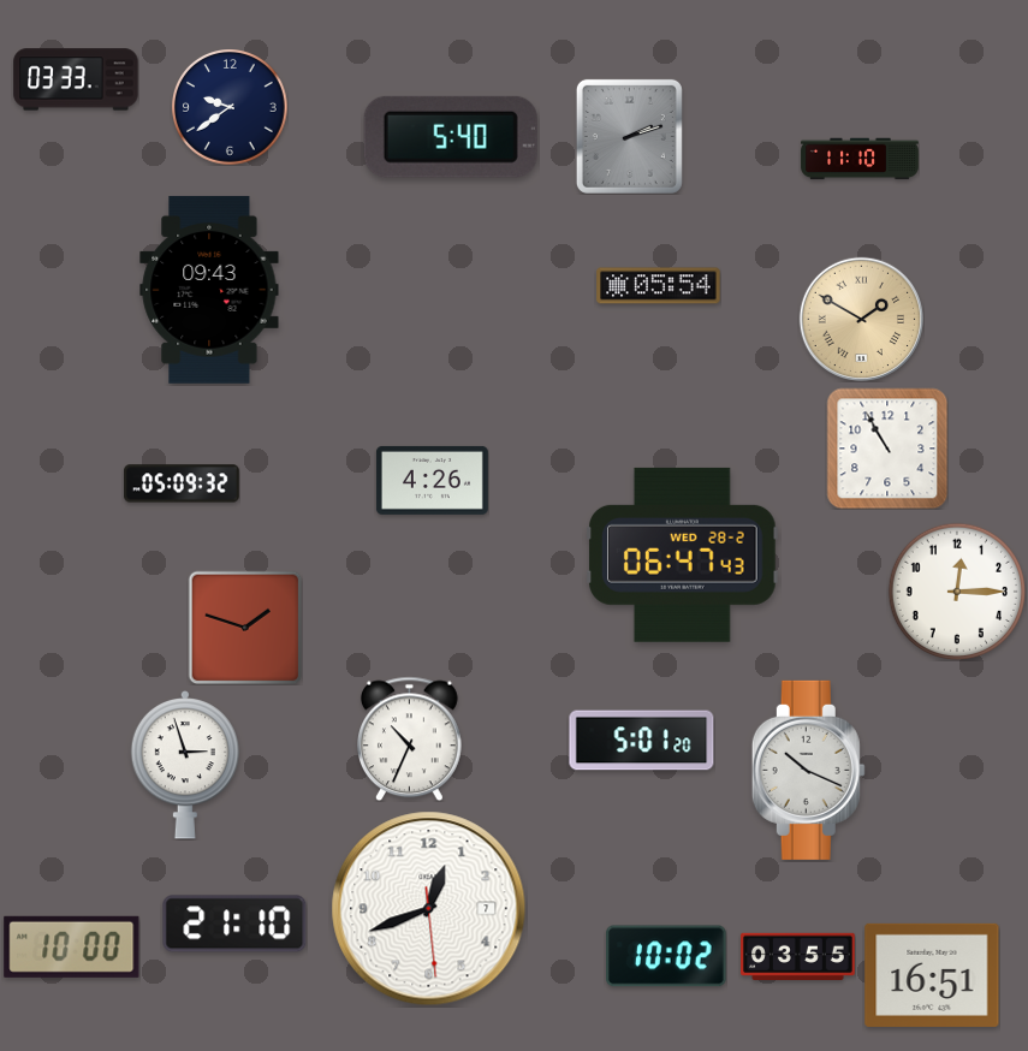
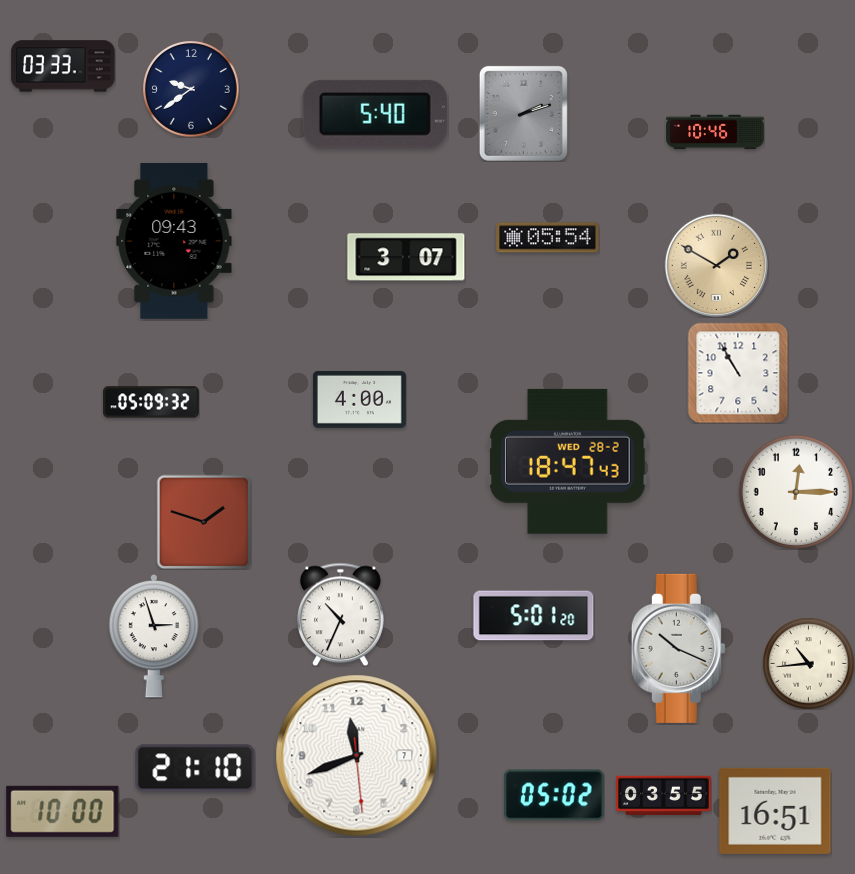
clock at (860, 159): 11:10 -> 10:46
clock at (406, 257): none -> 3:07
clock at (432, 480): 4:26 -> 4:00
clock at (683, 554): 06:47 -> 18:47
clock at (808, 770) position: (808, 770) -> (678, 648)
clock at (808, 663): none -> 10:44
clock at (429, 909): 12:41 -> 11:41
clock at (72, 946) position: (72, 946) -> (63, 811)
clock at (667, 956): 10:02 -> 05:02
